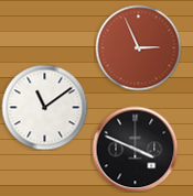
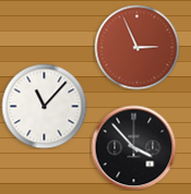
clock at (44, 107): 11:09 -> 11:07
clock at (135, 149): 3:49 -> 3:53
